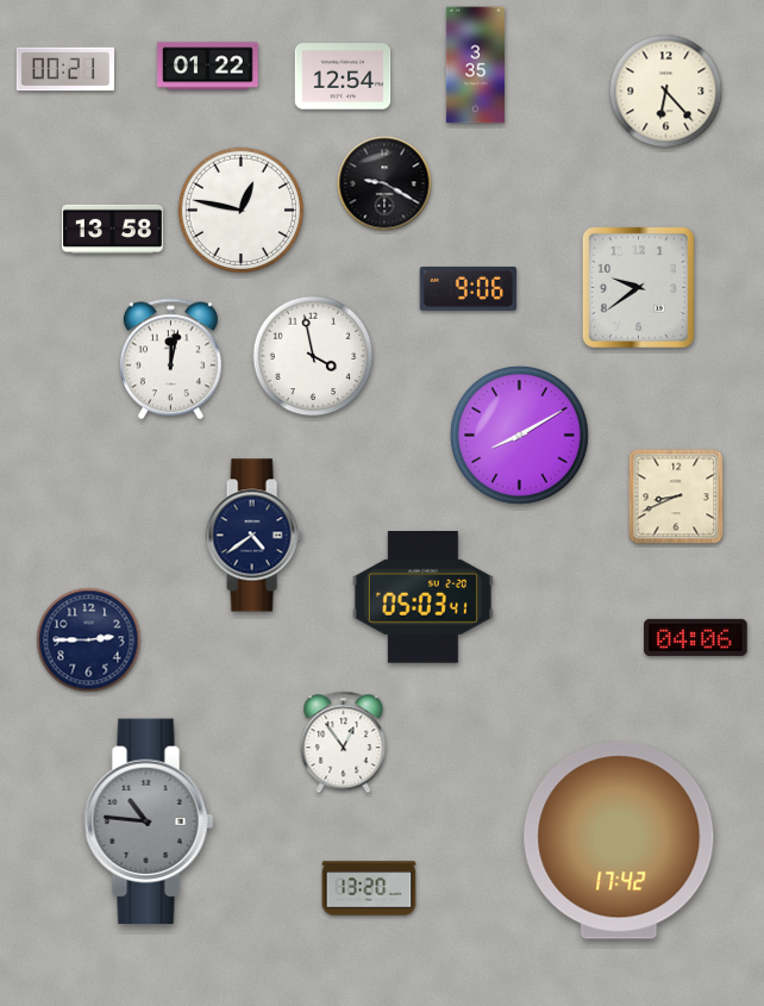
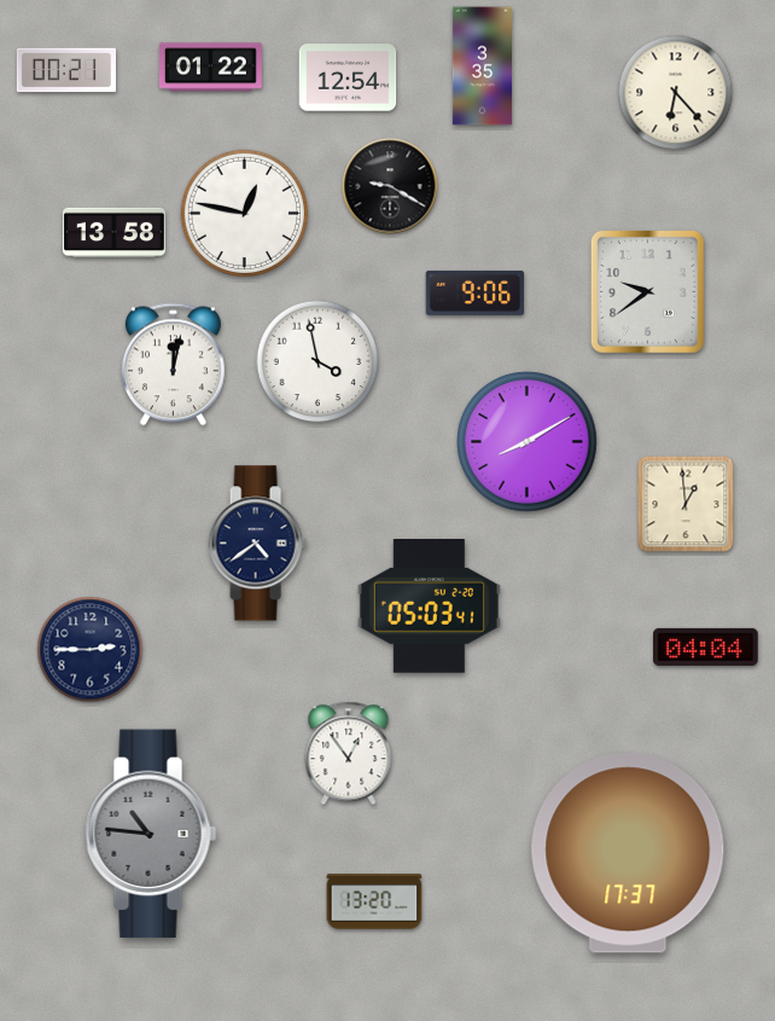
clock at (676, 496): 8:41 -> 12:59
clock at (696, 637): 04:06 -> 04:04
clock at (619, 841): 17:42 -> 17:37
